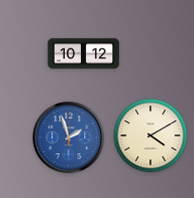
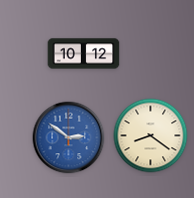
clock at (151, 136): 4:10 -> 8:21
clock at (69, 138): 1:57 -> 2:51
